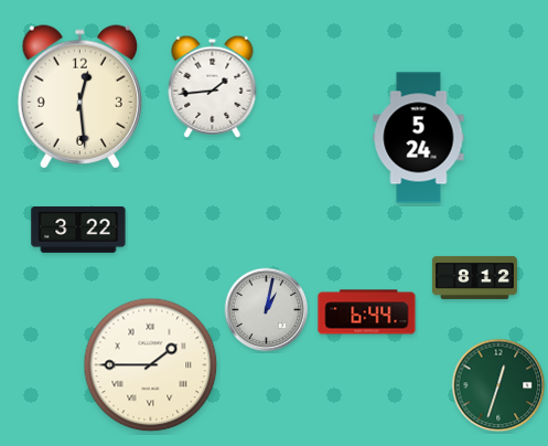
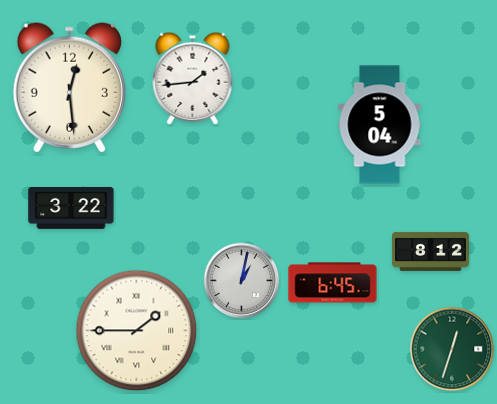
clock at (79, 97) position: (79, 97) -> (69, 88)
clock at (419, 138): 5:24 -> 5:04
clock at (367, 312): 6:44 -> 6:45
